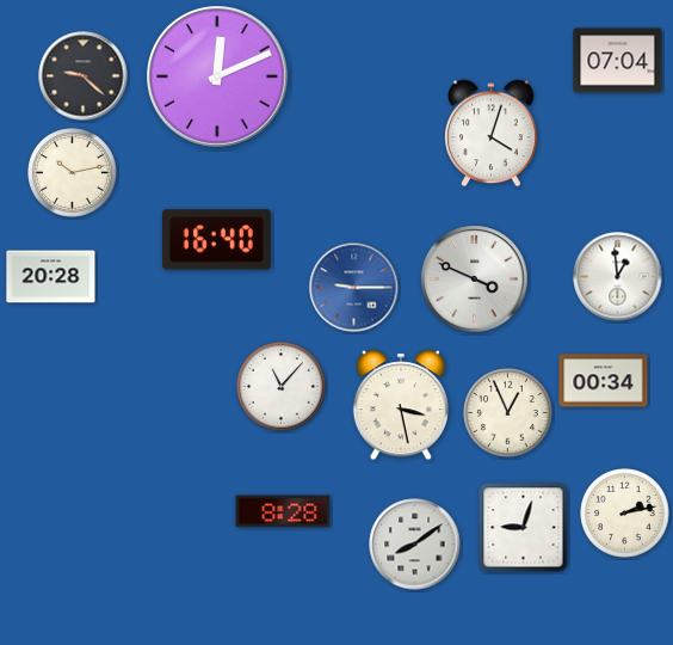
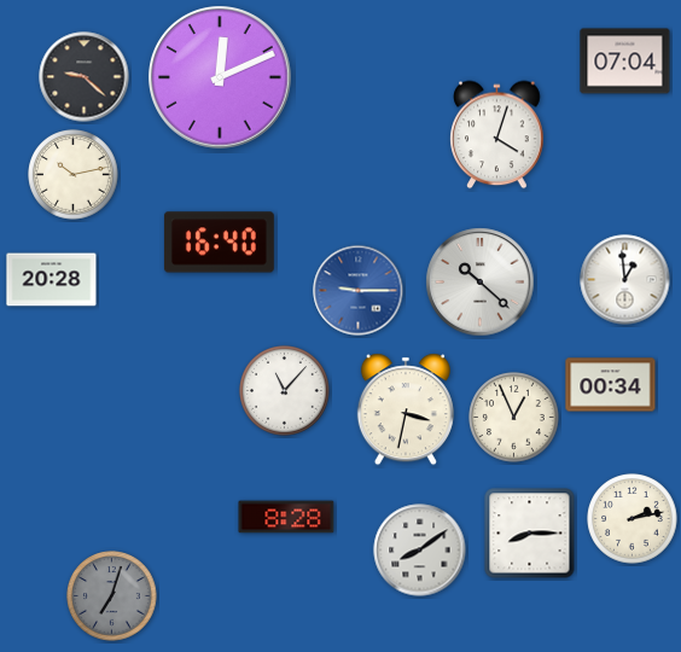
clock at (475, 279): 3:49 -> 10:22
clock at (401, 405): 3:28 -> 3:32
clock at (524, 528): 9:03 -> 8:15
clock at (112, 596): none -> 7:03
